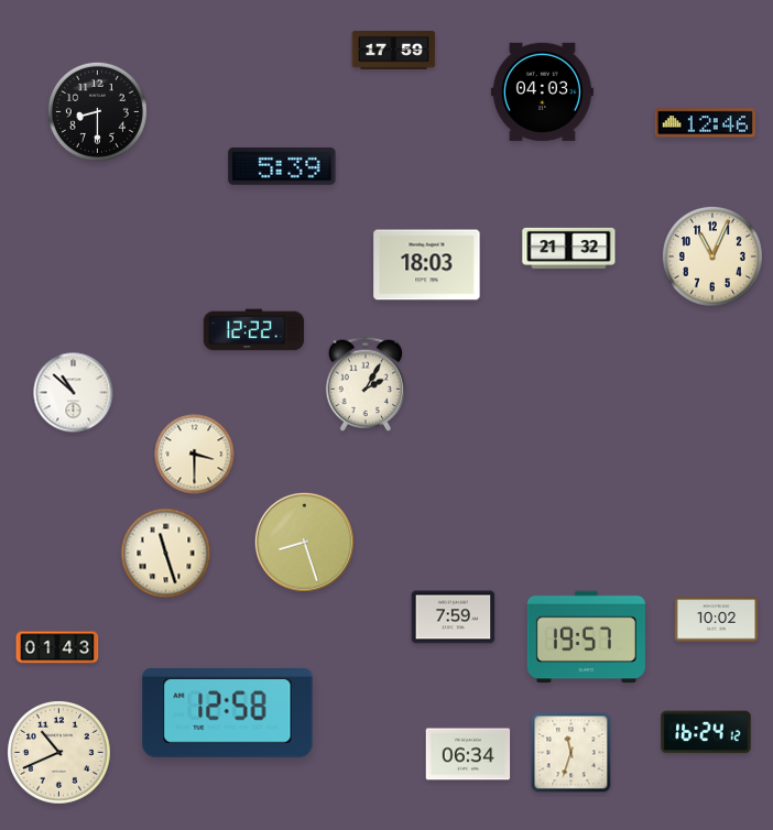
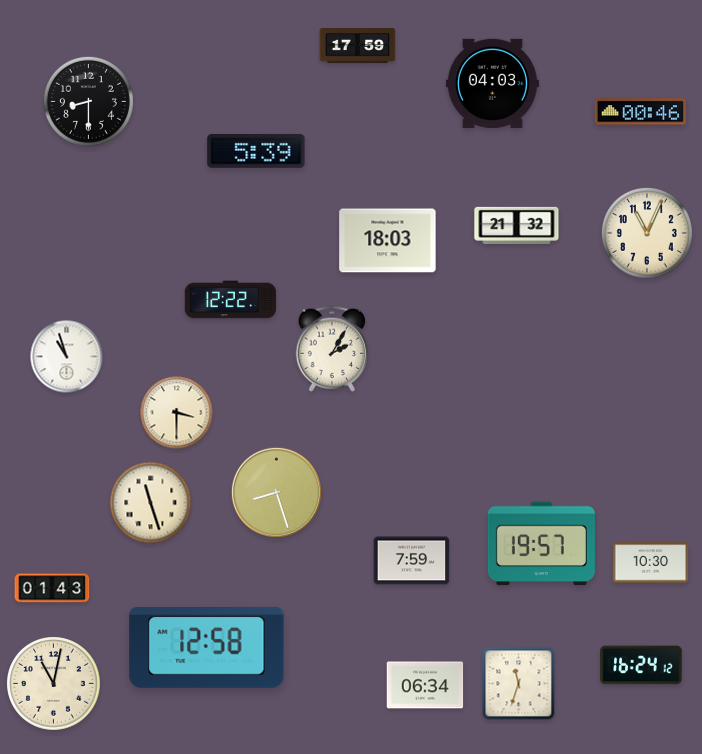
clock at (705, 123): 12:46 -> 00:46
clock at (74, 393): 10:52 -> 10:57
clock at (717, 620): 10:02 -> 10:30
clock at (586, 637) position: (586, 637) -> (541, 544)
clock at (59, 753): 10:41 -> 11:02
